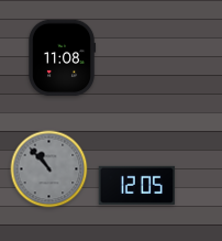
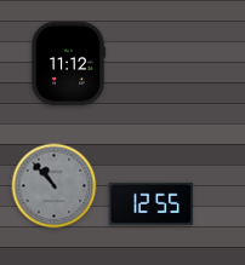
clock at (62, 58): 11:08 -> 11:12
clock at (137, 185): 12:05 -> 12:55
